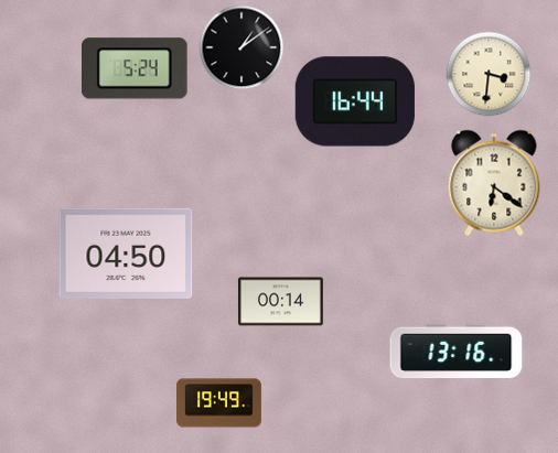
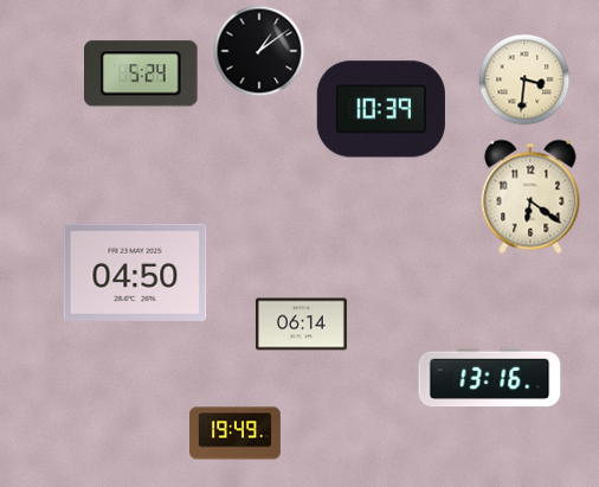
clock at (136, 68) position: (136, 68) -> (142, 73)
clock at (355, 101): 16:44 -> 10:39
clock at (280, 302): 00:14 -> 06:14
